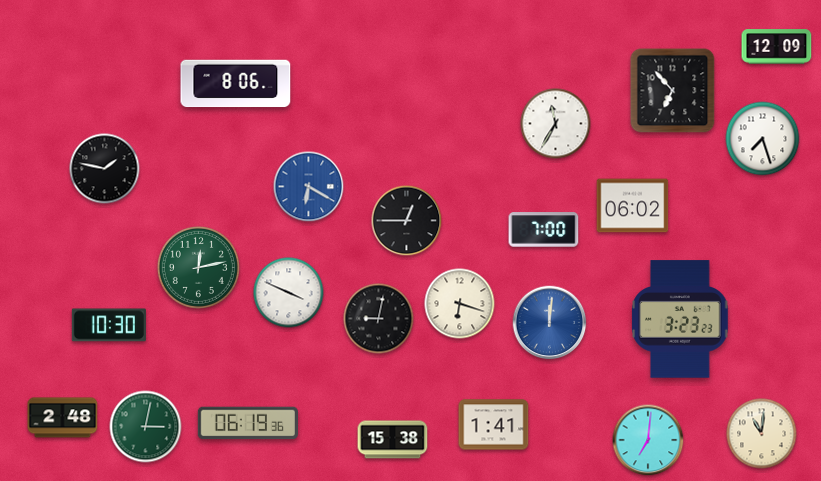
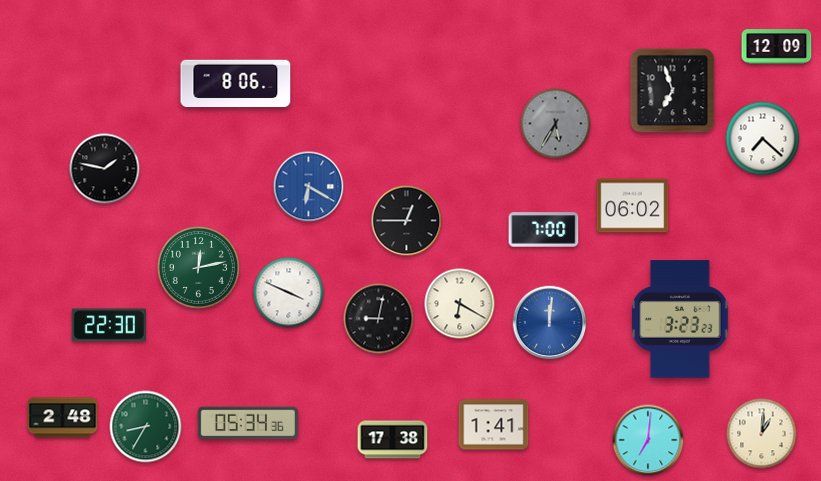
clock at (673, 91): 6:53 -> 6:57
clock at (556, 124): 11:35 -> 5:35
clock at (556, 124) dial: white -> grey
clock at (763, 139): 7:27 -> 7:22
clock at (460, 304): 6:18 -> 6:20
clock at (109, 325): 10:30 -> 22:30
clock at (248, 423): 06:19 -> 05:34
clock at (146, 427): 3:02 -> 8:35
clock at (762, 434): 11:01 -> 1:01
clock at (393, 440): 15:38 -> 17:38
